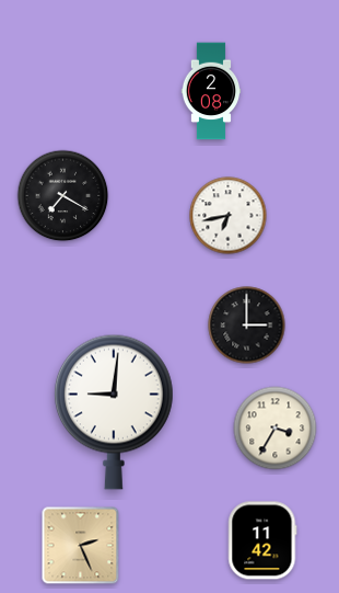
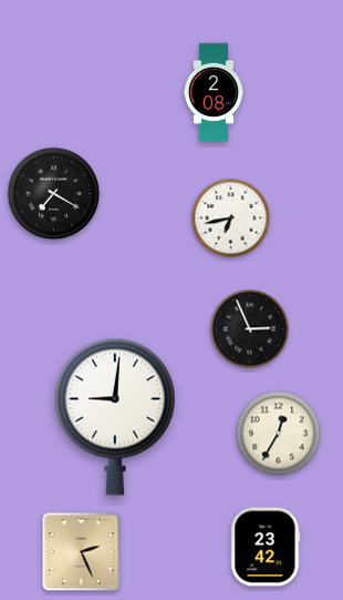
clock at (63, 196) position: (63, 196) -> (54, 194)
clock at (247, 326): 3:00 -> 2:56
clock at (276, 429): 3:35 -> 12:35
clock at (262, 540): 11:42 -> 23:42
